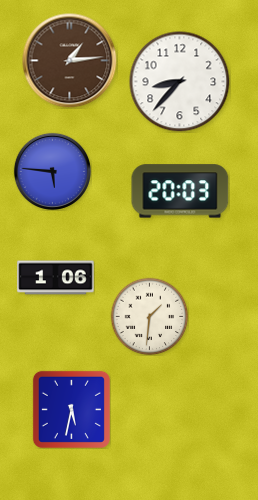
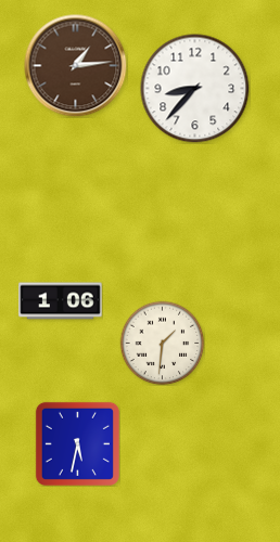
clock at (52, 171): 5:46 -> none
clock at (180, 191): 20:03 -> none
